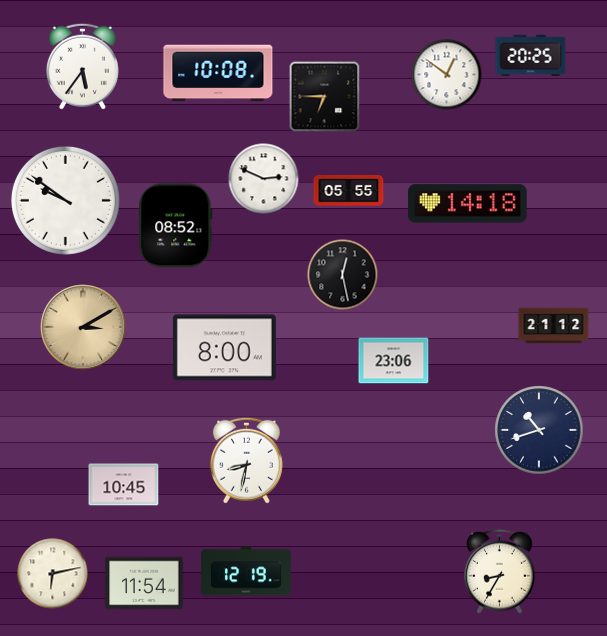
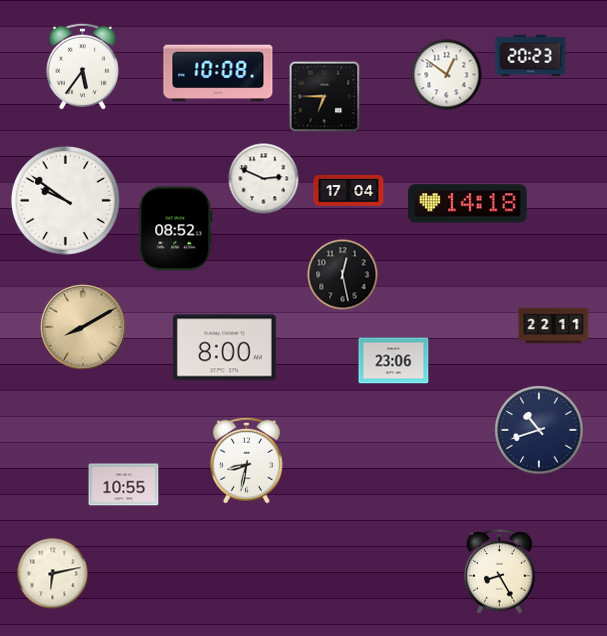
clock at (531, 56): 20:25 -> 20:23
clock at (349, 190): 05:55 -> 17:04
clock at (176, 226) position: (176, 226) -> (176, 229)
clock at (554, 326): 21:12 -> 22:11
clock at (84, 328): 3:10 -> 8:10
clock at (124, 485): 10:45 -> 10:55
clock at (246, 571): 12:19 -> none
clock at (500, 571): 8:35 -> 8:25
clock at (144, 583): 11:54 -> none
